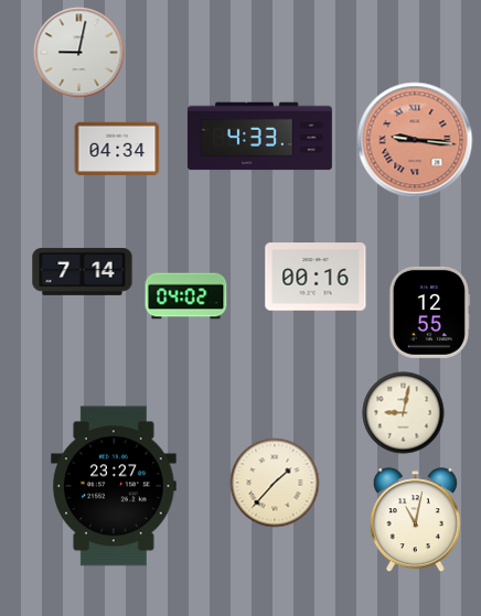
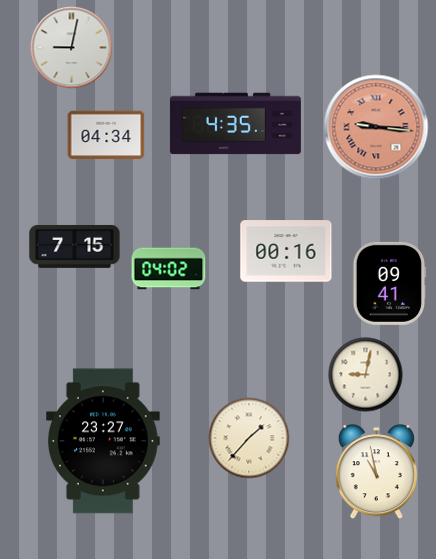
clock at (259, 137): 4:33 -> 4:35
clock at (83, 272): 7:14 -> 7:15
clock at (430, 312): 12:55 -> 09:41
clock at (415, 520): 11:02 -> 10:58
